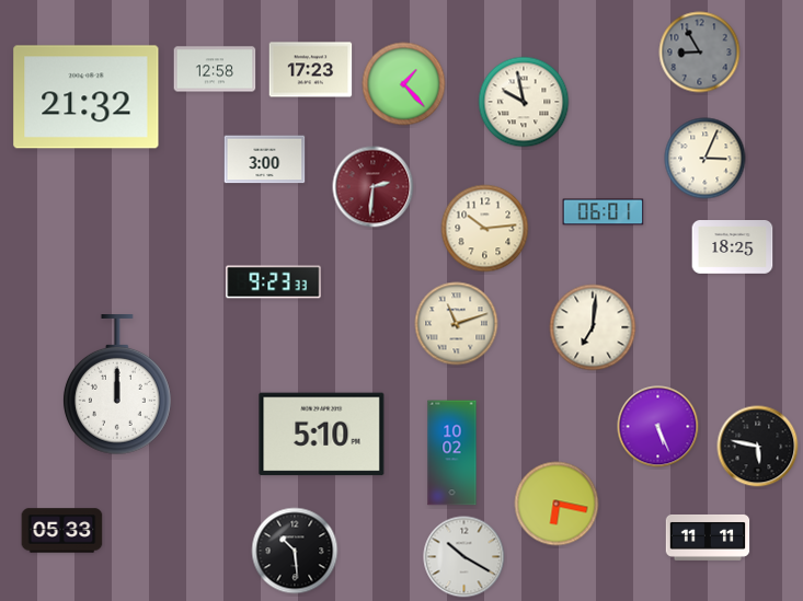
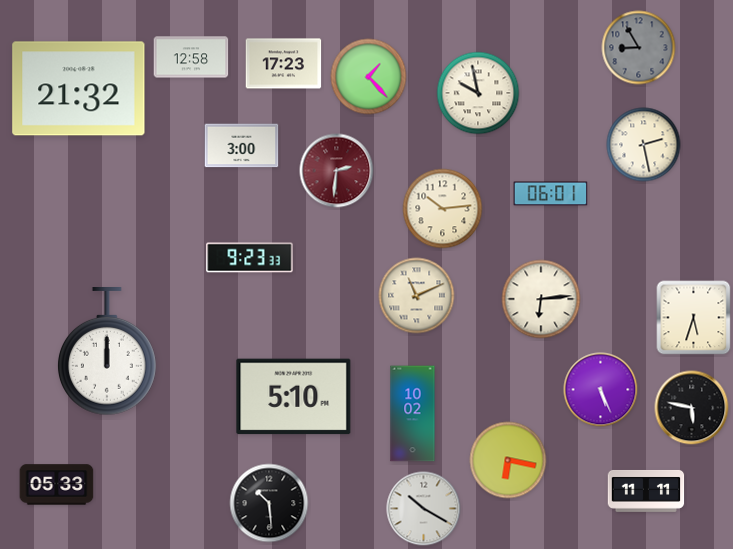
clock at (215, 69) position: (215, 69) -> (191, 57)
clock at (706, 159): 3:04 -> 2:28
clock at (374, 187) position: (374, 187) -> (337, 171)
clock at (733, 247): 18:25 -> none
clock at (457, 324): 11:12 -> 11:11
clock at (593, 327): 7:01 -> 6:14
clock at (694, 318): none -> 5:33
